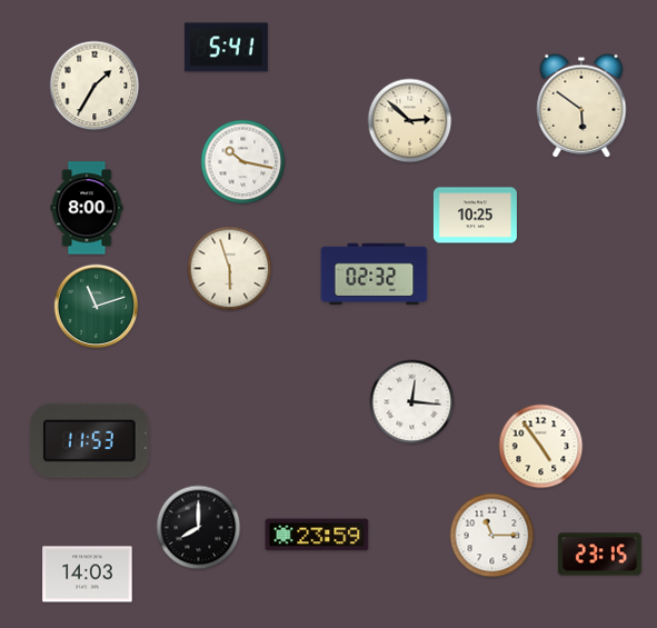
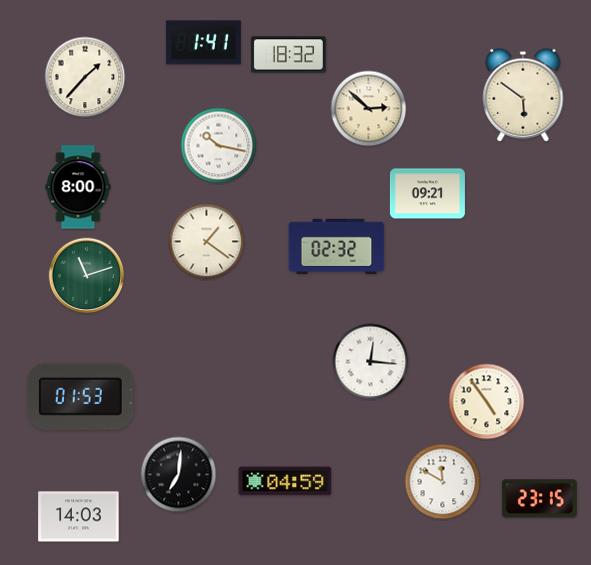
clock at (226, 48): 5:41 -> 1:41
clock at (288, 55): none -> 18:32
clock at (94, 86): 1:35 -> 1:37
clock at (475, 216): 10:25 -> 09:21
clock at (230, 269): 5:57 -> 1:21
clock at (89, 440): 11:53 -> 01:53
clock at (199, 528): 8:00 -> 7:01
clock at (317, 535): 23:59 -> 04:59
clock at (492, 536): 11:15 -> 11:50
